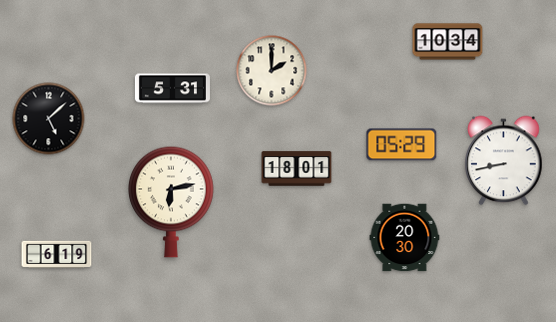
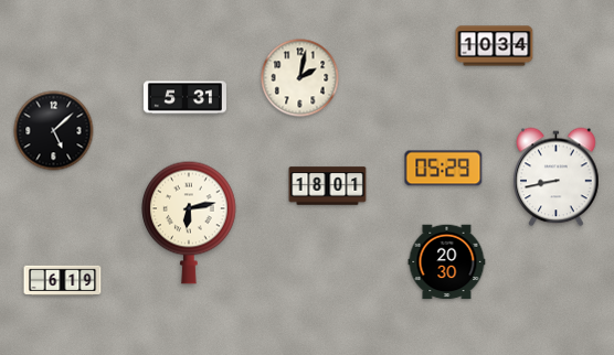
clock at (272, 71): 2:00 -> 2:02
clock at (172, 89) position: (172, 89) -> (184, 98)
clock at (402, 145) position: (402, 145) -> (444, 169)
